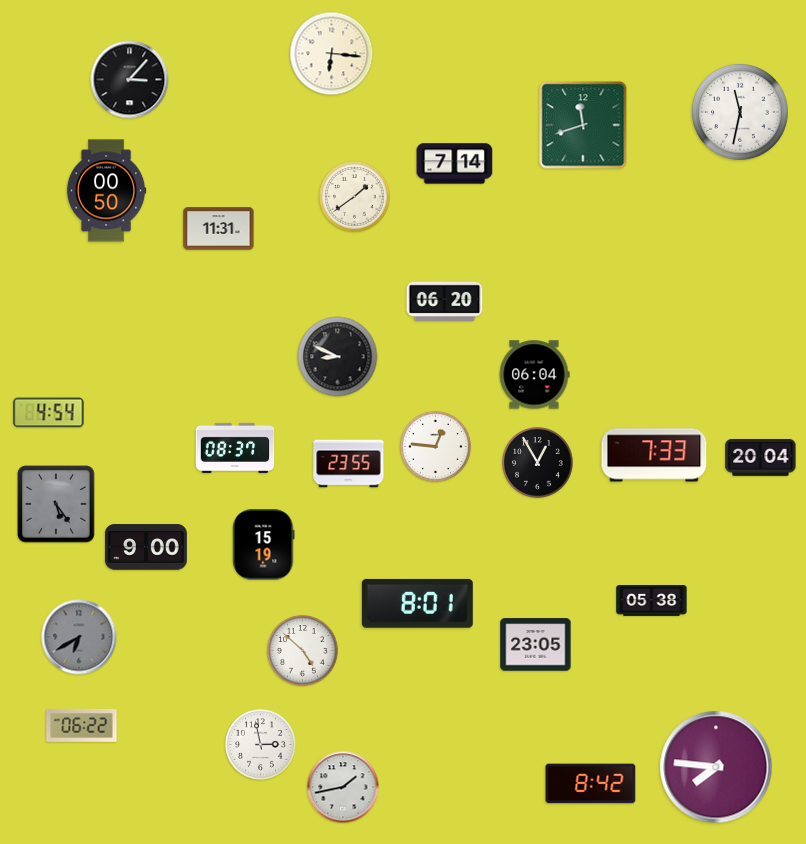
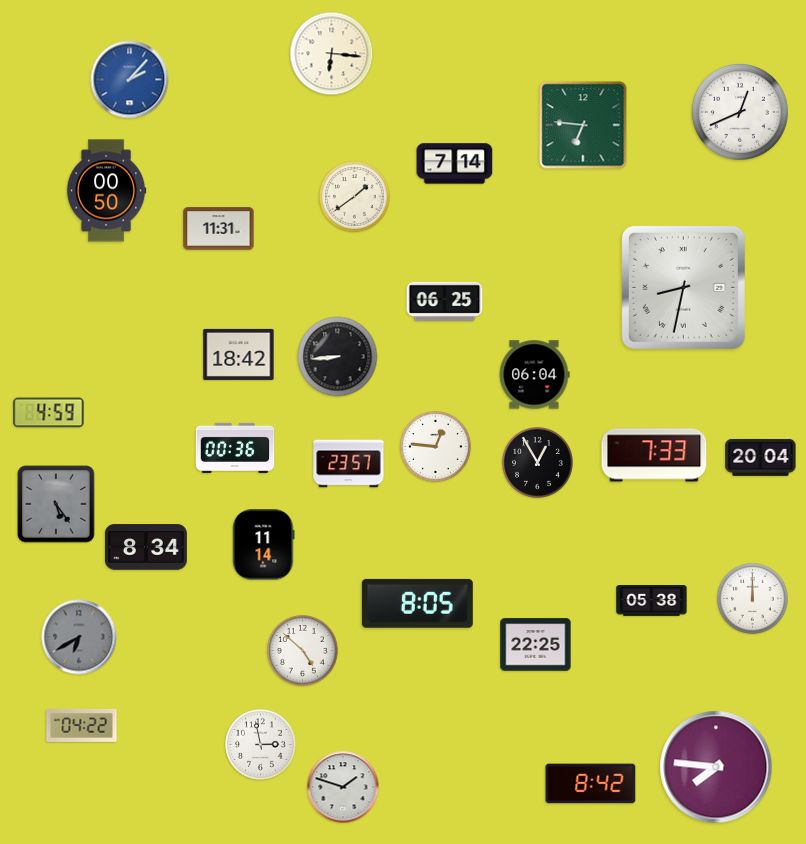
clock at (130, 80): 3:07 -> 2:07
clock at (130, 80) dial: black -> blue
clock at (740, 112): 11:32 -> 12:41
clock at (583, 125): 11:42 -> 6:46
clock at (683, 287): none -> 8:32
clock at (445, 301): 06:20 -> 06:25
clock at (239, 354): none -> 18:42
clock at (338, 357): 8:49 -> 8:44
clock at (49, 413): 4:54 -> 4:59
clock at (235, 448): 08:37 -> 00:36
clock at (349, 464): 23:55 -> 23:57
clock at (264, 545): 15:19 -> 11:14
clock at (146, 547): 9:00 -> 8:34
clock at (753, 599): none -> 12:00
clock at (417, 603): 8:01 -> 8:05
clock at (536, 645): 23:05 -> 22:25
clock at (82, 725): 06:22 -> 04:22
clock at (343, 787): 1:43 -> 1:48
